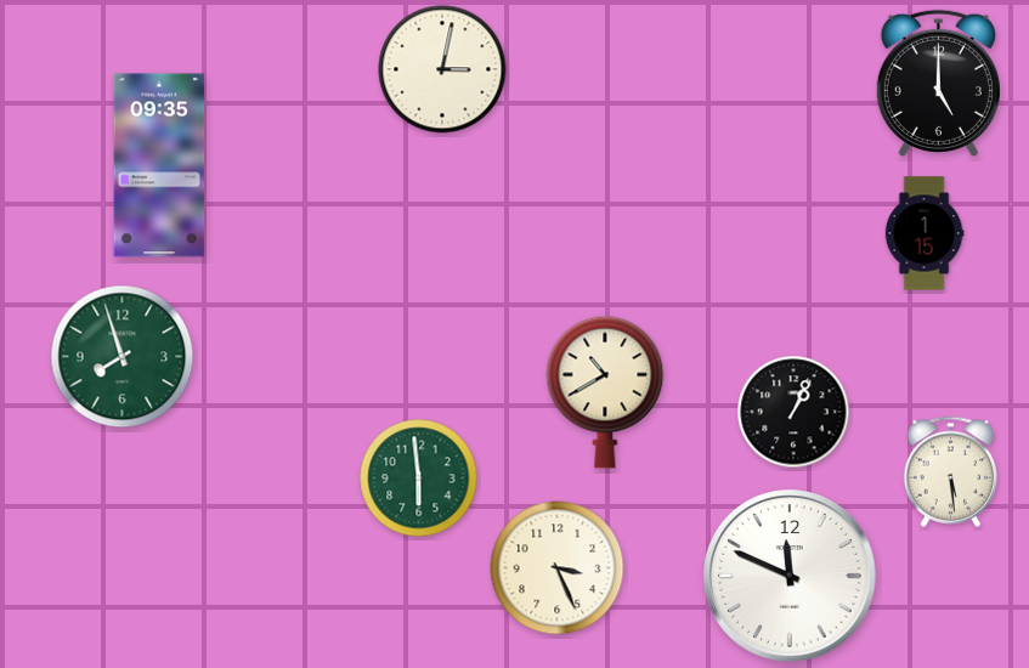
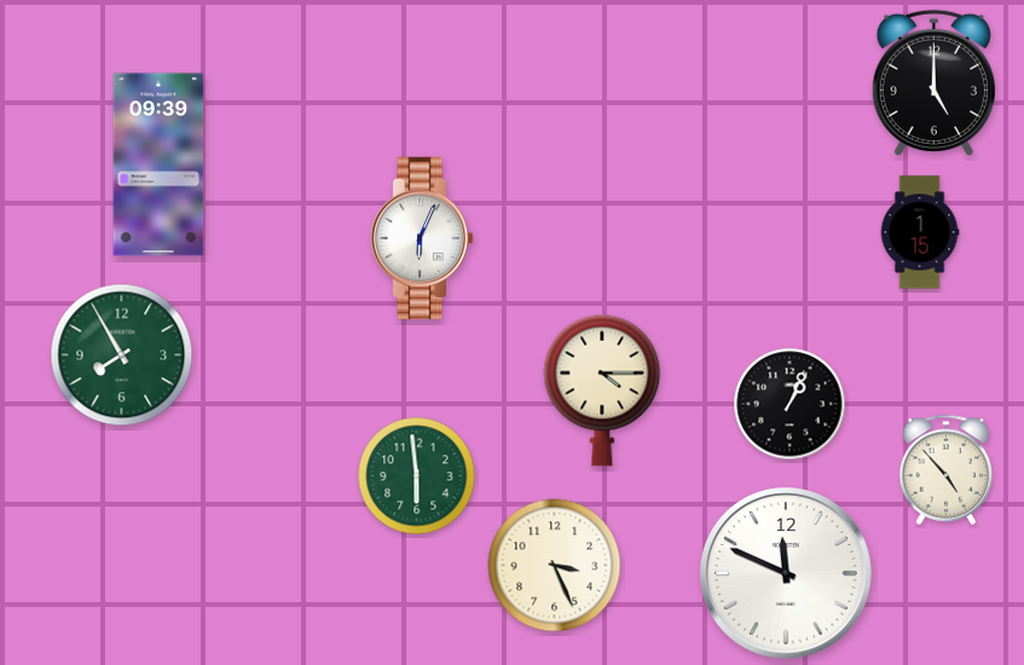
clock at (442, 69): 3:02 -> none
clock at (159, 165): 09:35 -> 09:39
clock at (423, 238): none -> 6:04
clock at (123, 357): 7:57 -> 7:55
clock at (605, 392): 10:40 -> 4:15
clock at (793, 412) position: (793, 412) -> (789, 404)
clock at (951, 471): 5:29 -> 4:53
